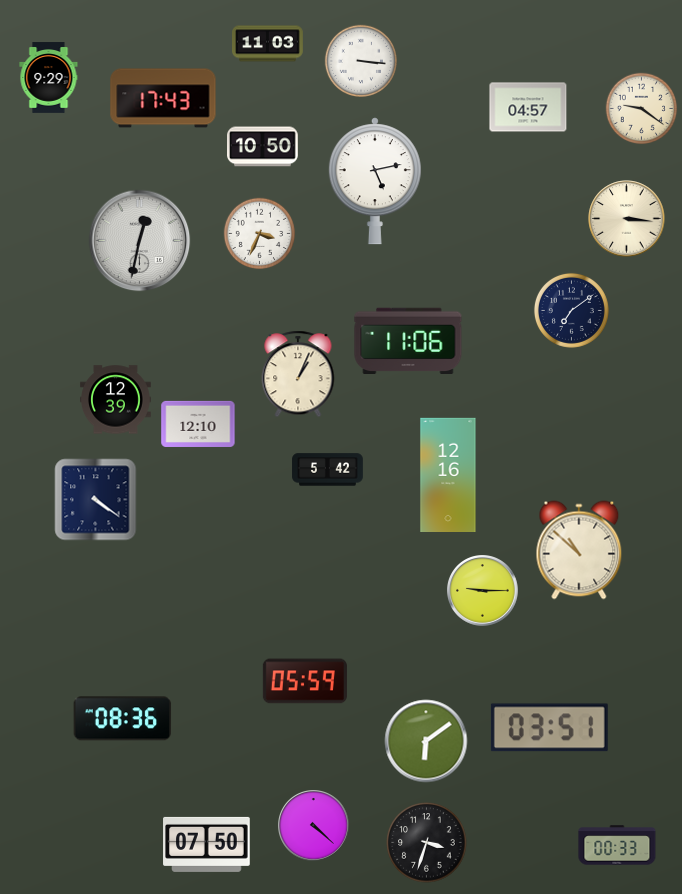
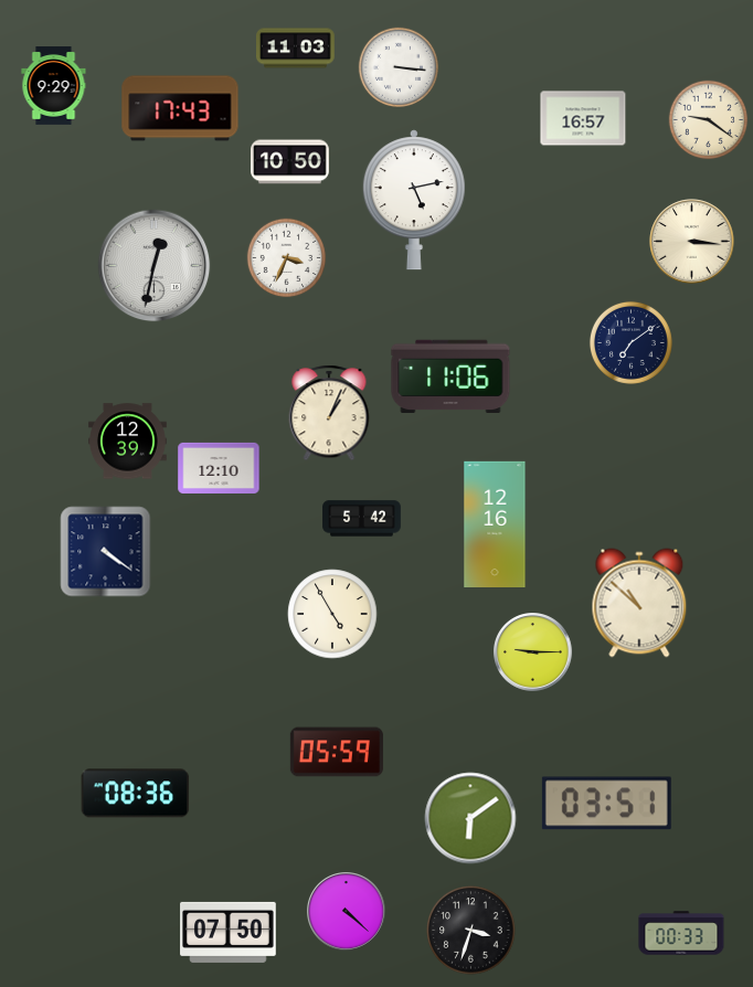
clock at (528, 107): 04:57 -> 16:57
clock at (579, 550) position: (579, 550) -> (639, 603)
clock at (332, 614): none -> 4:55
